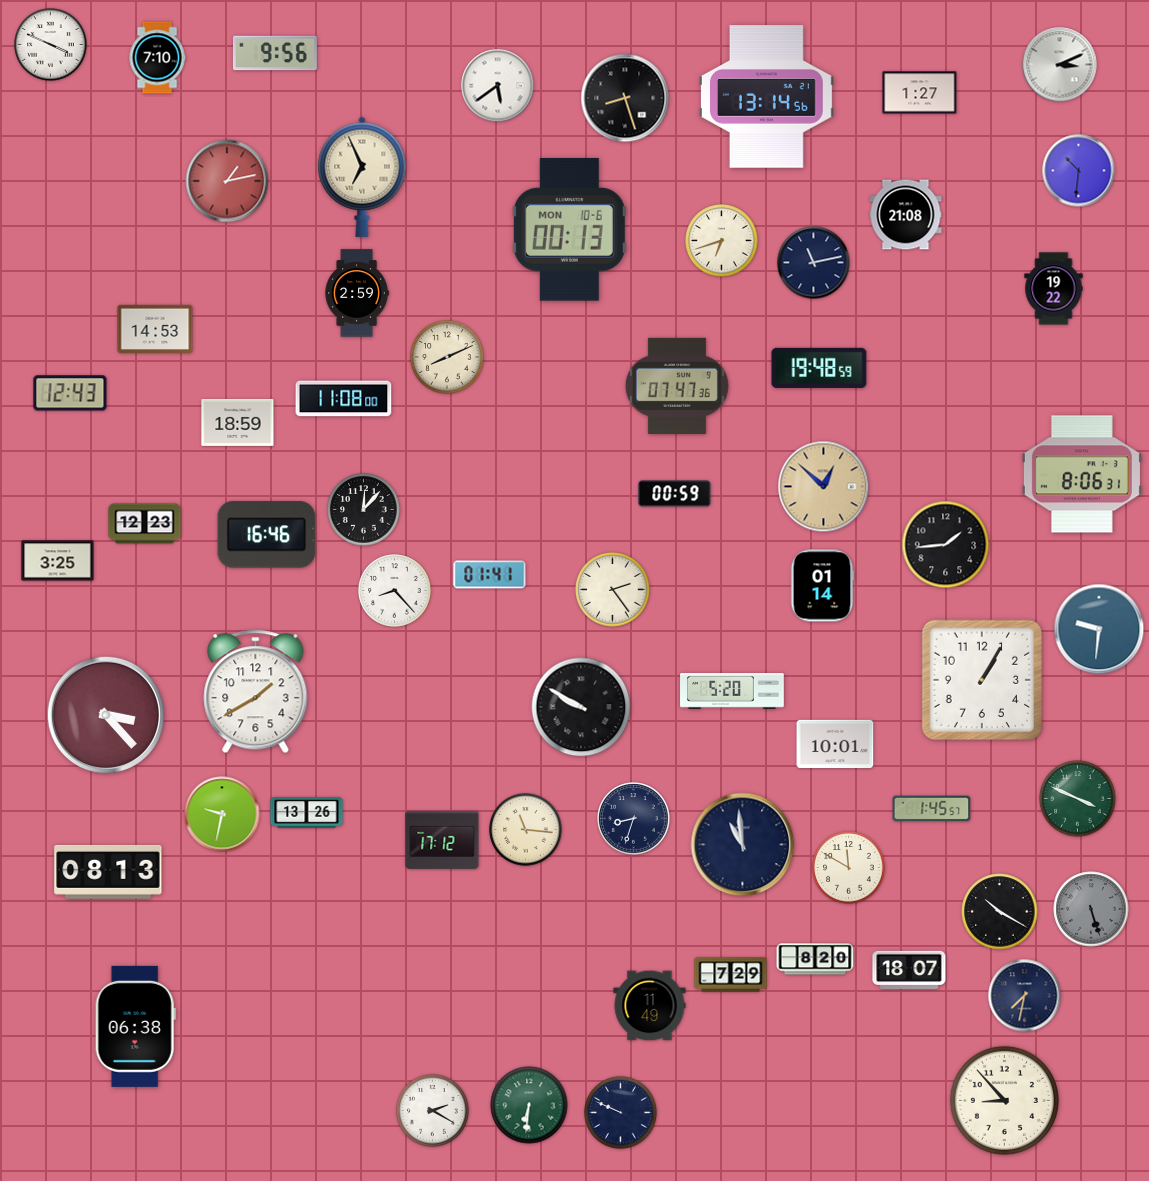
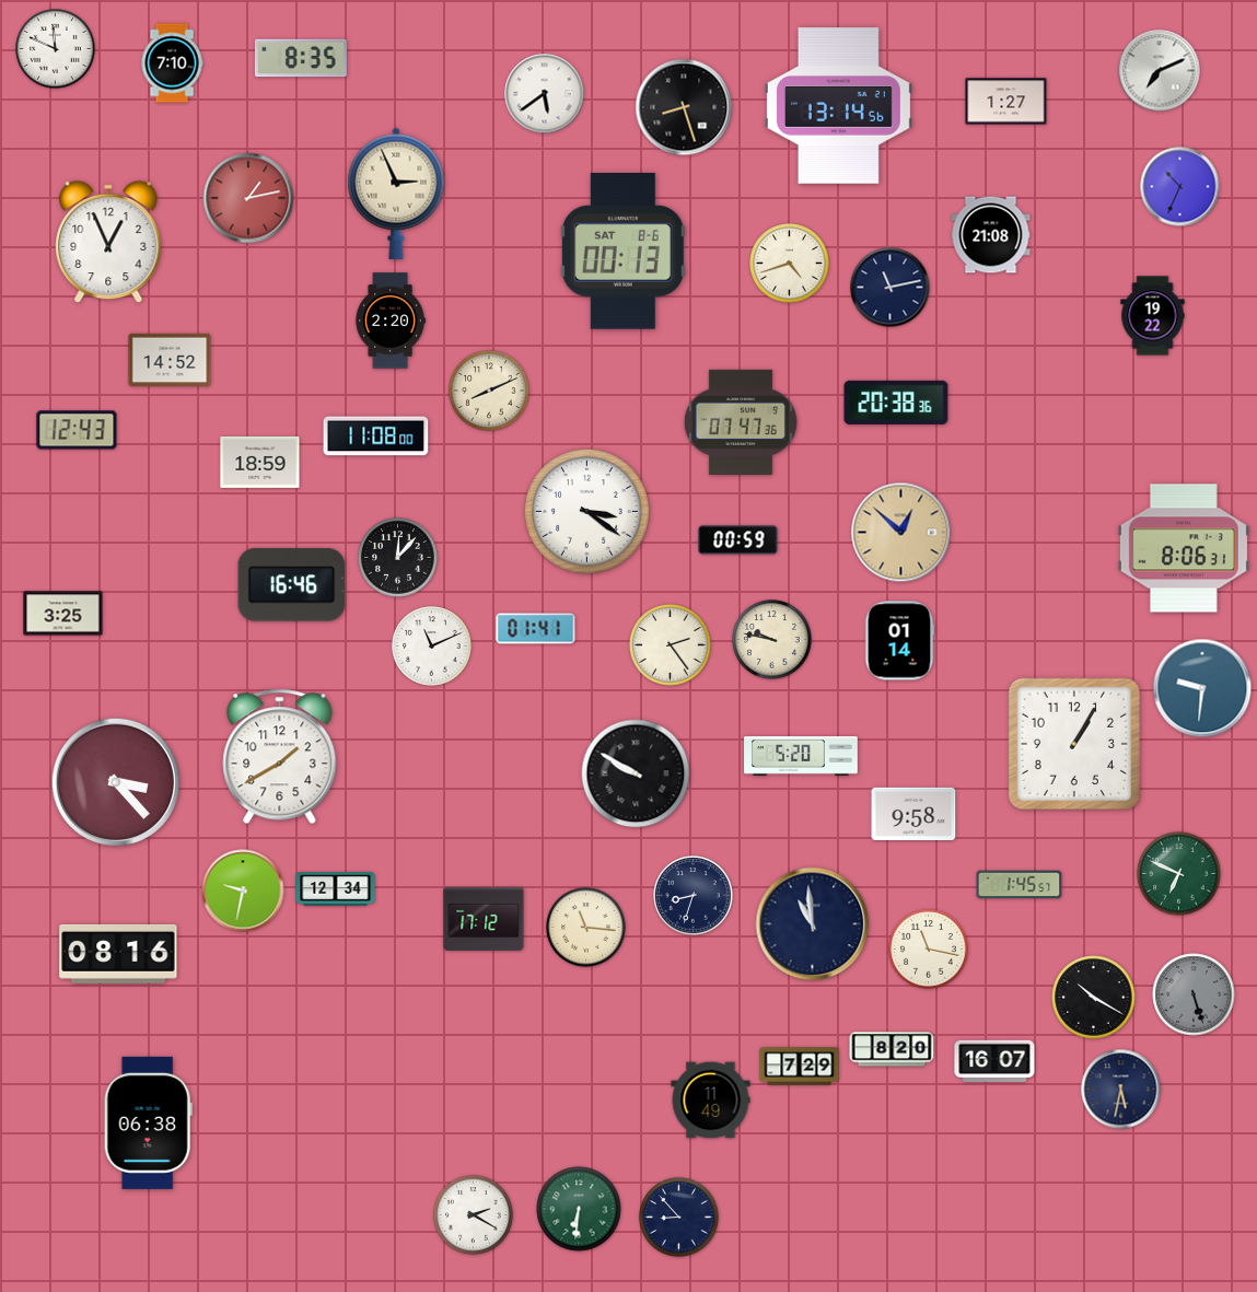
clock at (51, 45): 3:49 -> 11:49
clock at (275, 53): 9:56 -> 8:35
clock at (1060, 65): 3:11 -> 7:11
clock at (1079, 171): 10:31 -> 10:34
clock at (362, 177): 6:56 -> 2:56
clock at (108, 242): none -> 12:56
clock at (569, 230) date: MON 10-6 -> SAT 8-6
clock at (722, 241): 6:42 -> 4:42
clock at (357, 293): 2:59 -> 2:20
clock at (155, 328): 14:53 -> 14:52
clock at (819, 368): 19:48 -> 20:38
clock at (586, 511): none -> 3:21
clock at (1082, 474) position: (1082, 474) -> (1184, 548)
clock at (145, 524): 12:23 -> none
clock at (946, 545): 1:44 -> none
clock at (772, 640): none -> 9:47
clock at (395, 591): 8:23 -> 11:11
clock at (835, 743): 10:01 -> 9:58
clock at (1078, 799): 3:49 -> 6:49
clock at (307, 813): 13:26 -> 12:34
clock at (526, 830) position: (526, 830) -> (586, 928)
clock at (849, 868): 11:50 -> 11:17
clock at (108, 872): 08:13 -> 08:16
clock at (909, 970): 18:07 -> 16:07
clock at (1025, 996): 7:32 -> 5:32
clock at (1004, 1100): 8:53 -> none
clock at (621, 1113): 9:49 -> 8:53
